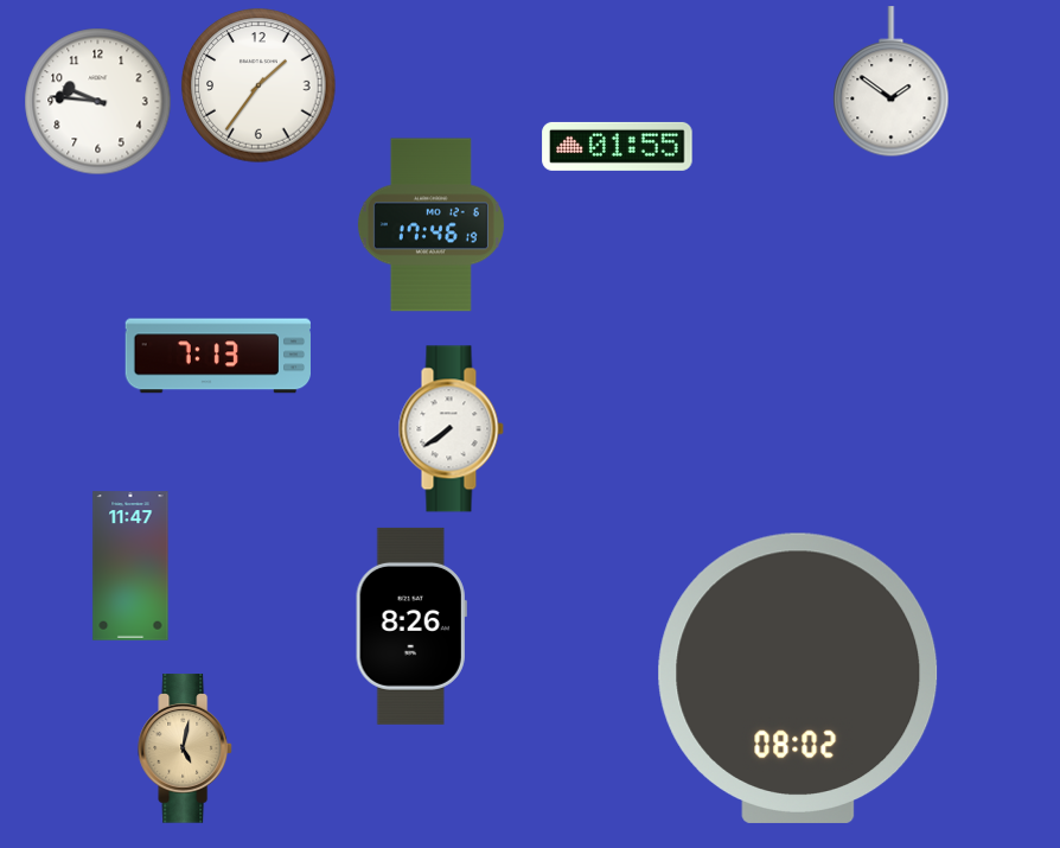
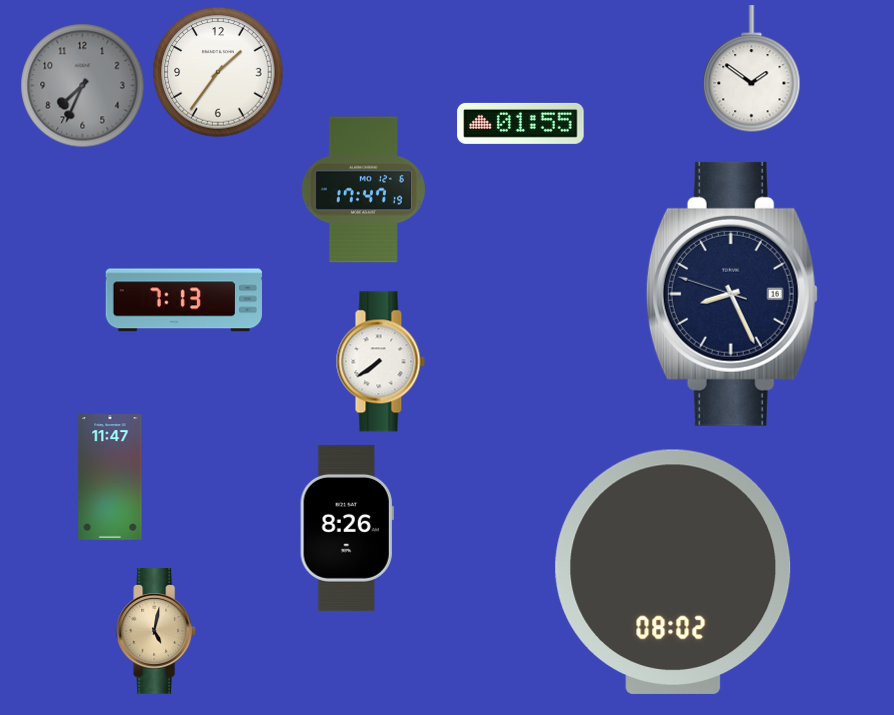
clock at (98, 102): 9:46 -> 7:34
clock at (98, 102) dial: white -> grey
clock at (430, 225): 17:46 -> 17:47
clock at (732, 294): none -> 8:25
